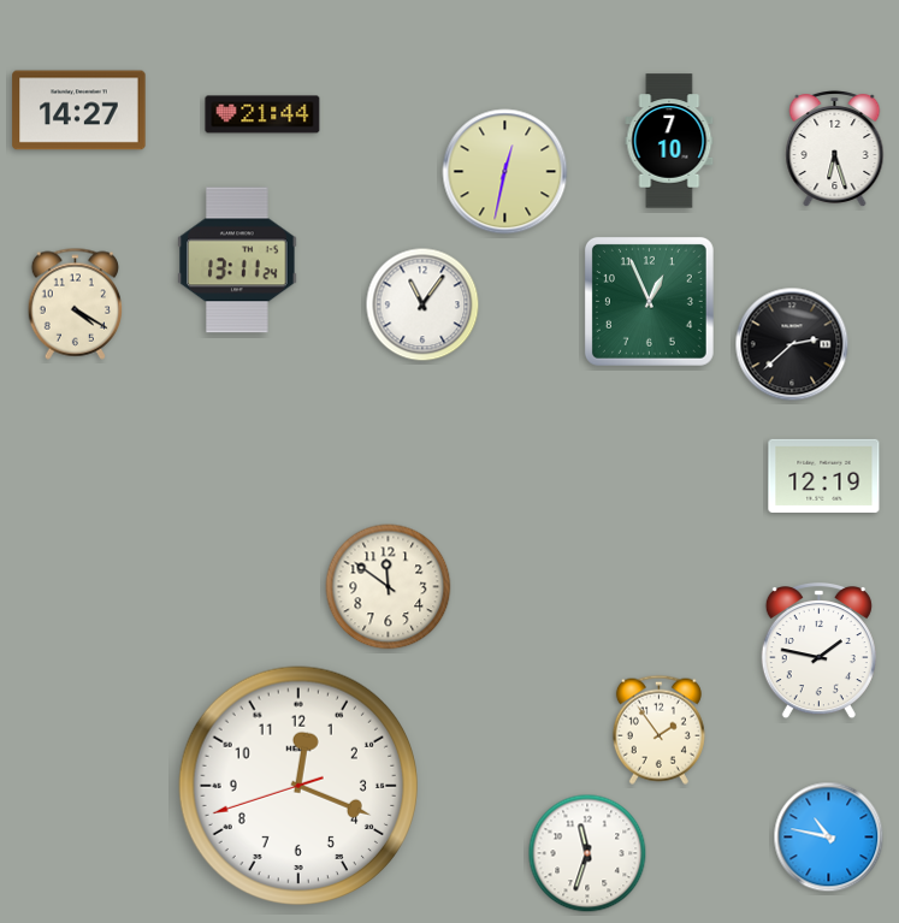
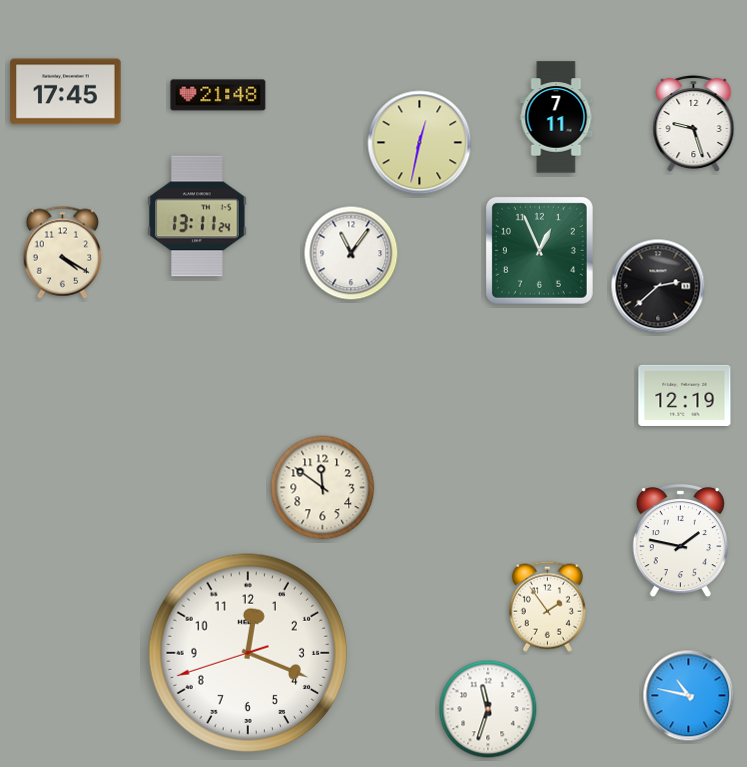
clock at (79, 111): 14:27 -> 17:45
clock at (262, 114): 21:44 -> 21:48
clock at (669, 141): 7:10 -> 7:11
clock at (835, 149): 6:27 -> 9:27
